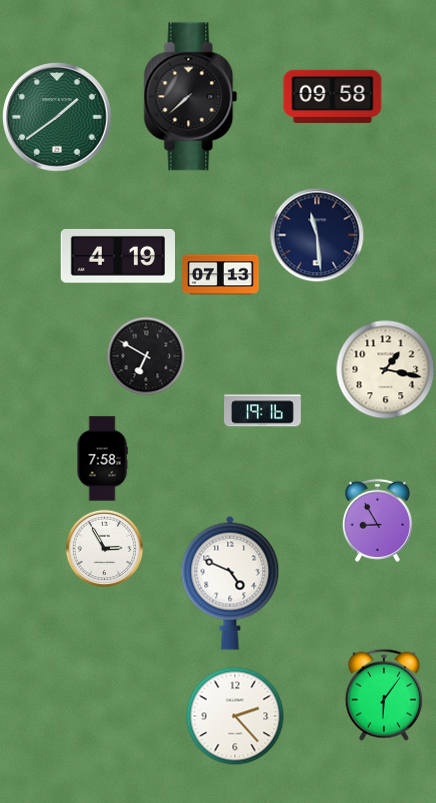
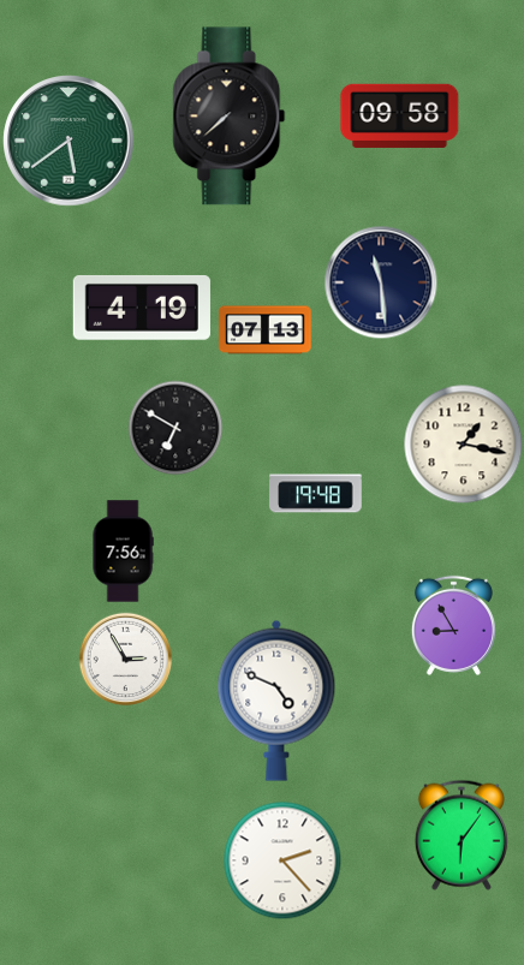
clock at (57, 117): 1:39 -> 5:39
clock at (263, 411): 19:16 -> 19:48
clock at (102, 459): 7:58 -> 7:56
